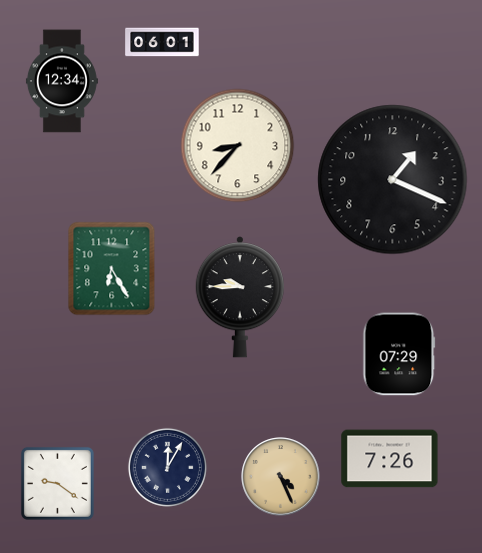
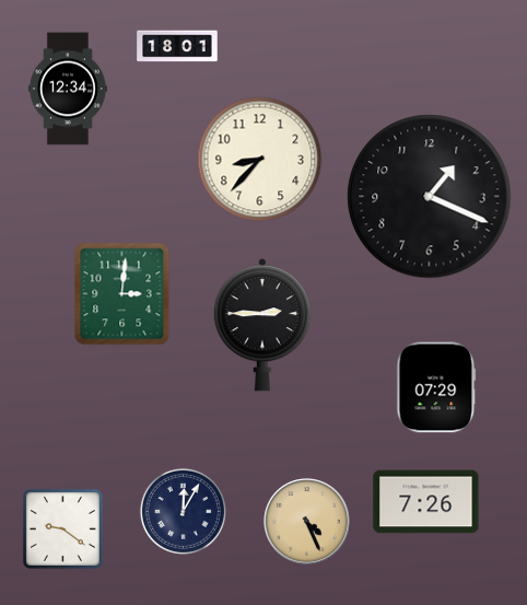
clock at (162, 42): 06:01 -> 18:01
clock at (112, 269): 6:25 -> 3:01
clock at (240, 297): 9:45 -> 2:45
